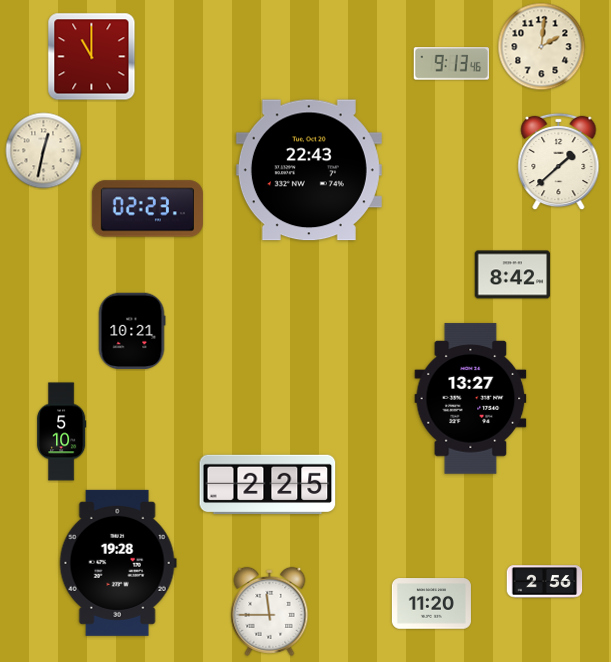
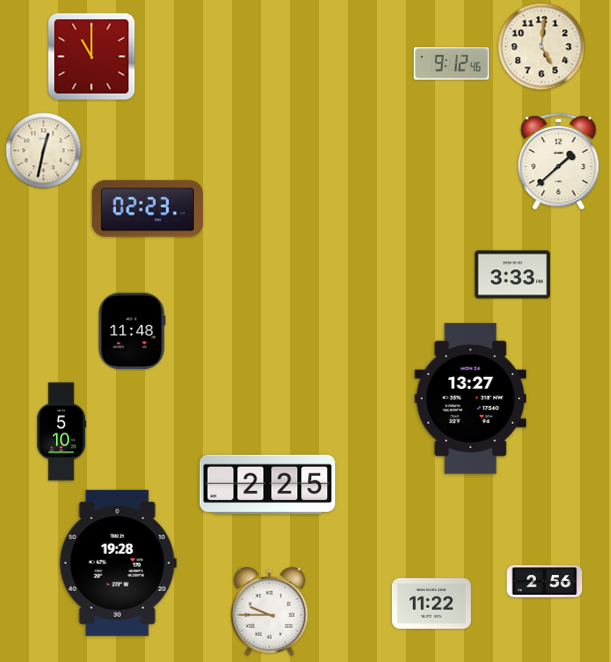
clock at (542, 47): 2:01 -> 5:01
clock at (452, 64): 9:13 -> 9:12
clock at (309, 170): 22:43 -> none
clock at (513, 275): 8:42 -> 3:33
clock at (132, 331): 10:21 -> 11:48
clock at (431, 604): 11:20 -> 11:22
clock at (270, 611): 11:45 -> 9:45
